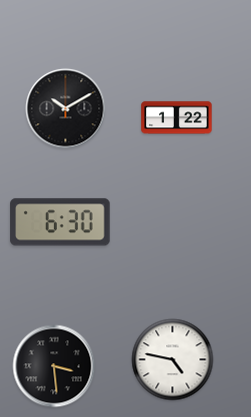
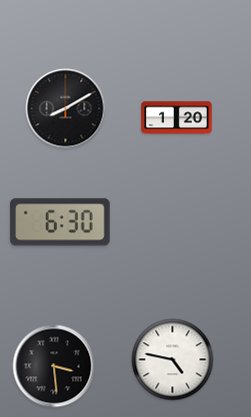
clock at (66, 109): 10:10 -> 8:10
clock at (177, 118): 1:22 -> 1:20
